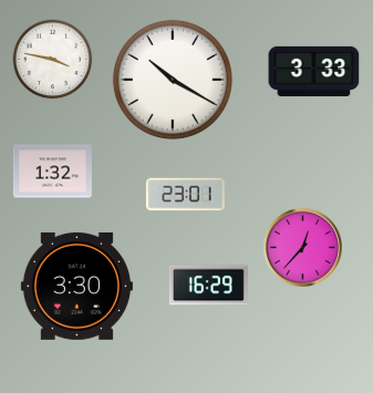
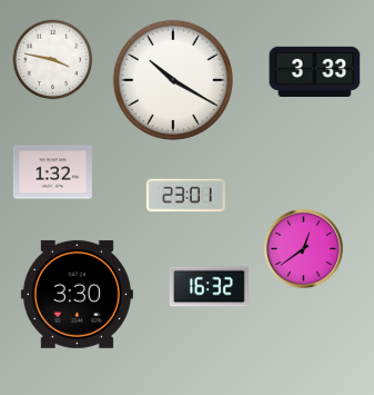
clock at (302, 247): 12:37 -> 12:39
clock at (76, 286) position: (76, 286) -> (77, 294)
clock at (208, 286): 16:29 -> 16:32
